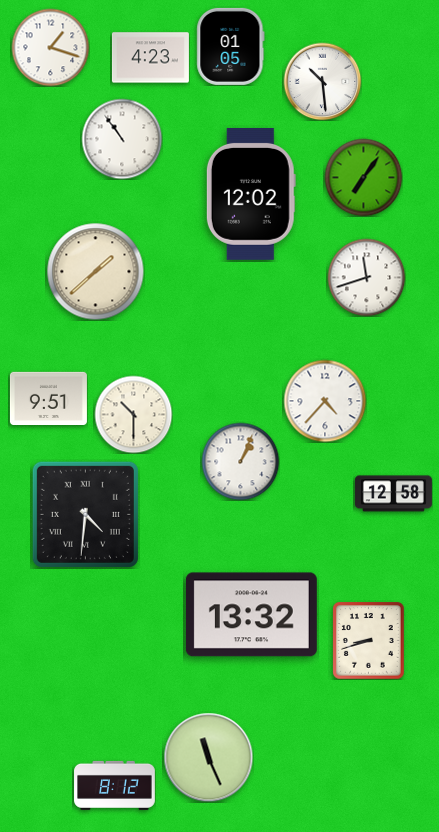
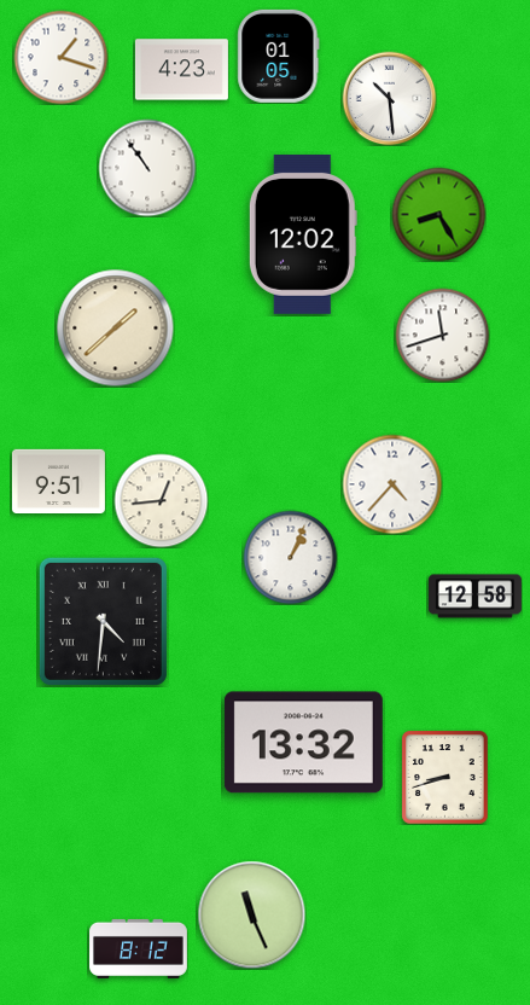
clock at (363, 177): 7:06 -> 8:25
clock at (133, 414): 10:30 -> 12:44
clock at (369, 640) position: (369, 640) -> (445, 777)
